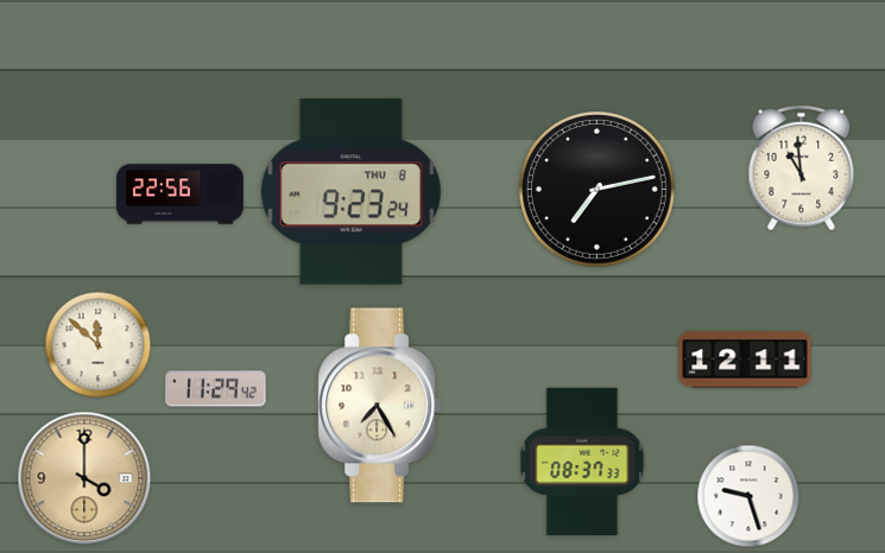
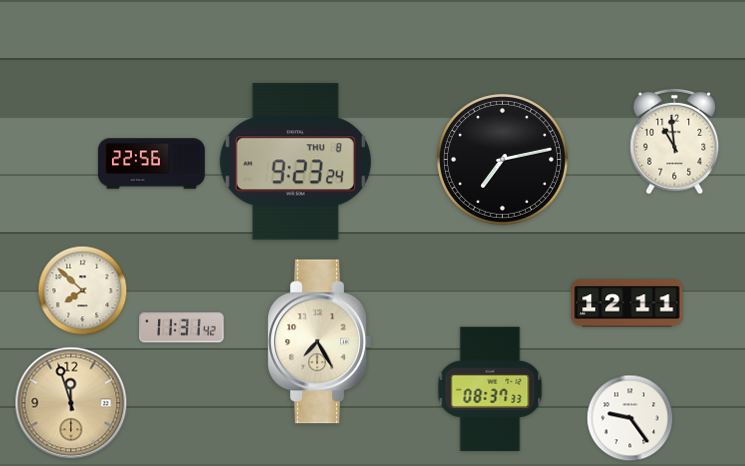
clock at (99, 345): 11:52 -> 7:52
clock at (216, 389): 11:29 -> 11:31
clock at (84, 478): 4:00 -> 11:57
clock at (748, 496): 9:27 -> 9:24
